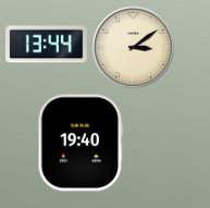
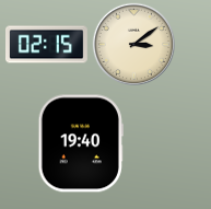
clock at (47, 45): 13:44 -> 02:15
clock at (133, 47) position: (133, 47) -> (133, 44)
